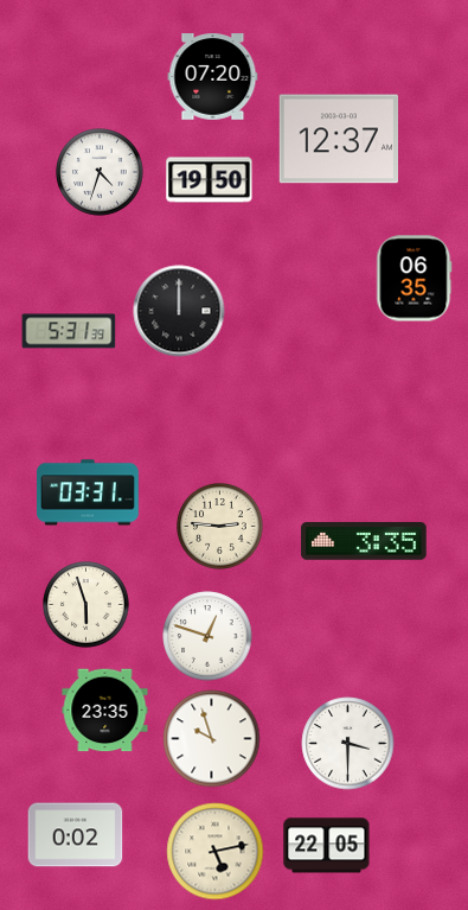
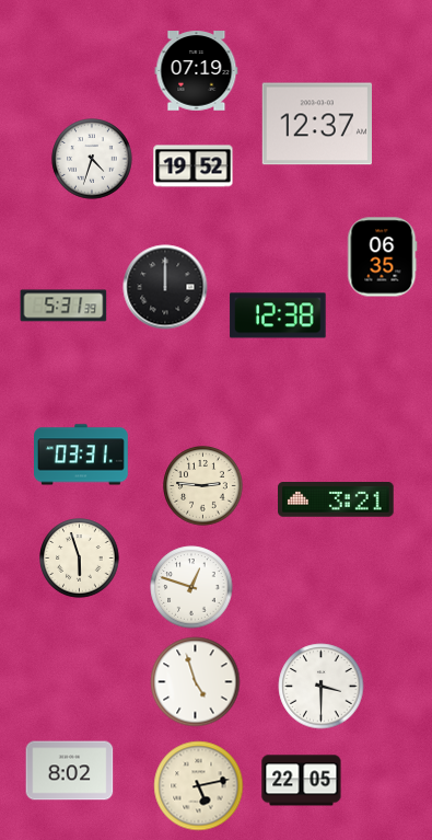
clock at (213, 77): 07:20 -> 07:19
clock at (338, 139) position: (338, 139) -> (316, 124)
clock at (210, 180): 19:50 -> 19:52
clock at (278, 315): none -> 12:38
clock at (364, 542): 3:35 -> 3:21
clock at (105, 711): 23:35 -> none
clock at (212, 739): 9:57 -> 4:57
clock at (76, 835): 0:02 -> 8:02
